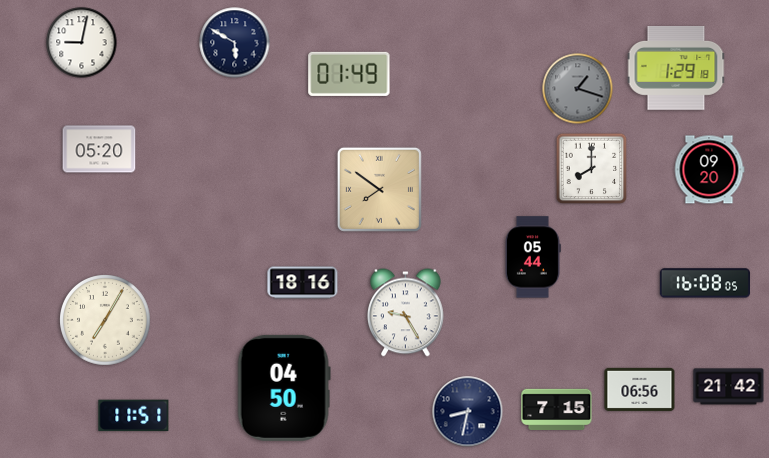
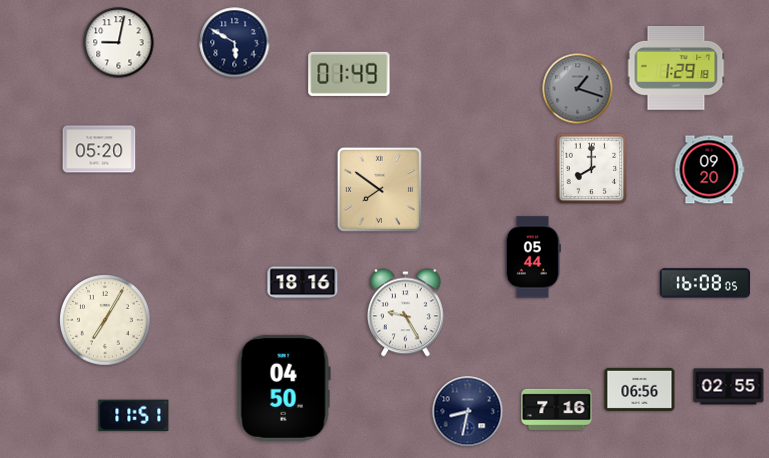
clock at (82, 43) position: (82, 43) -> (119, 43)
clock at (729, 387): 21:42 -> 02:55
clock at (557, 409): 7:15 -> 7:16
